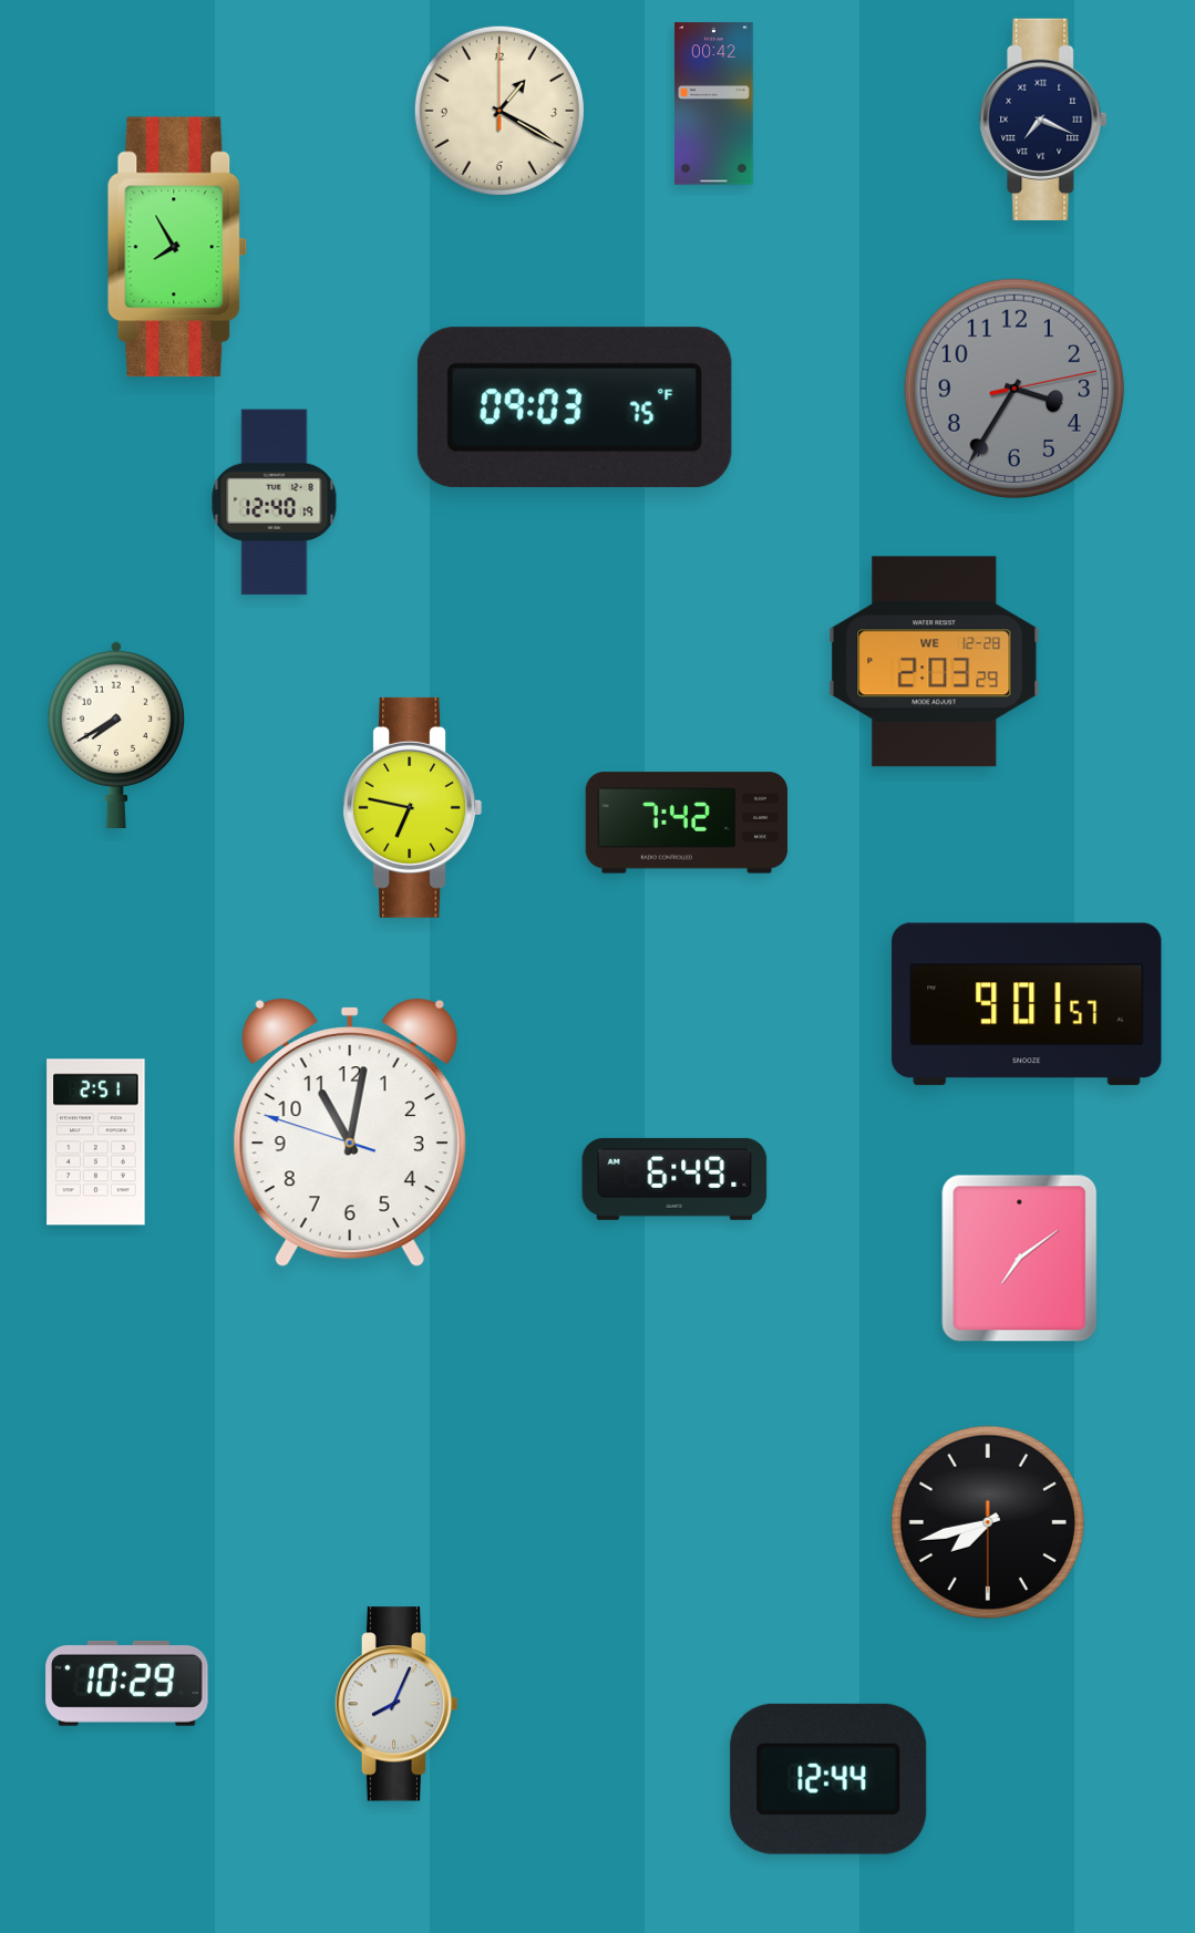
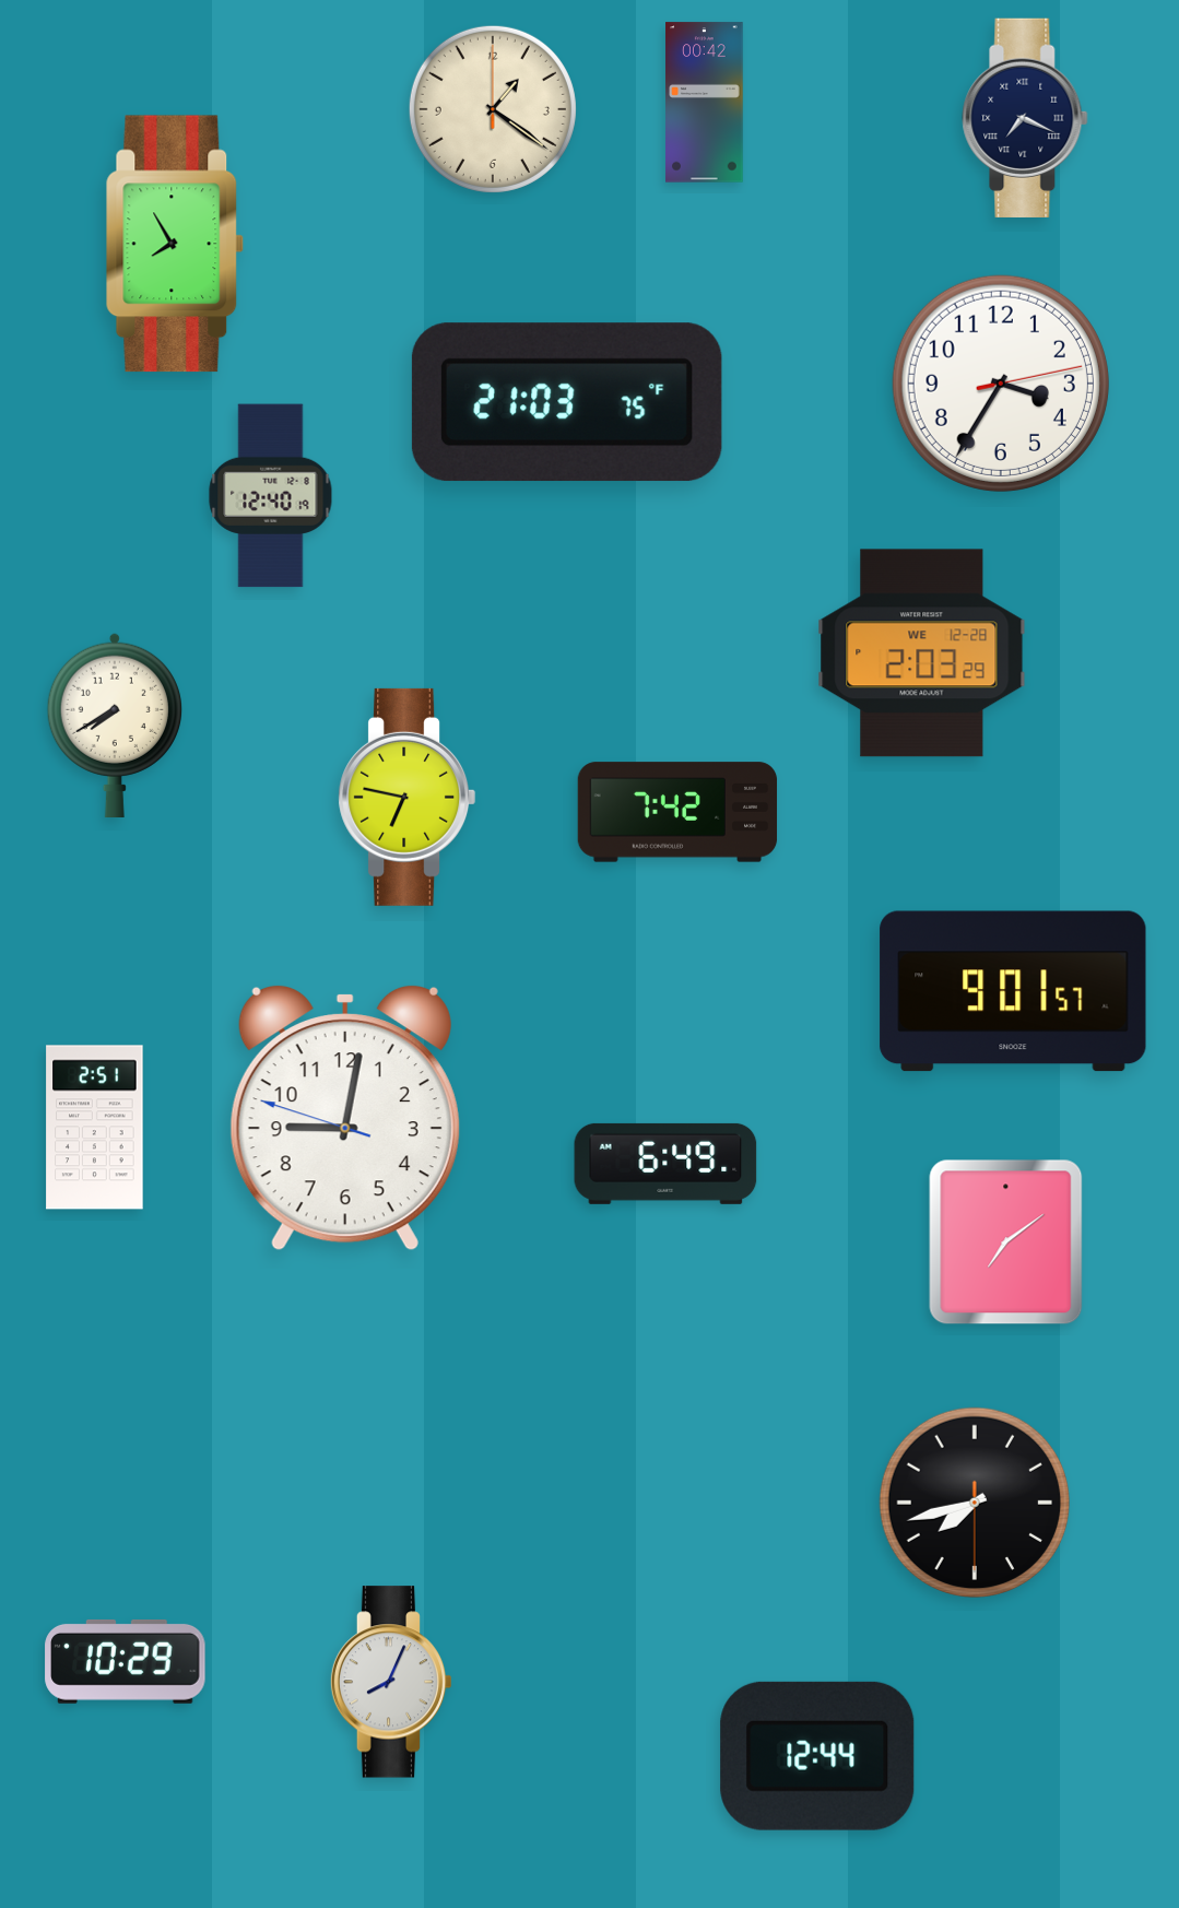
clock at (499, 111): 1:20 -> 1:21
clock at (1043, 120) position: (1043, 120) -> (1025, 118)
clock at (1014, 389) dial: grey -> white
clock at (575, 407): 09:03 -> 21:03
clock at (350, 1133): 11:01 -> 9:01
